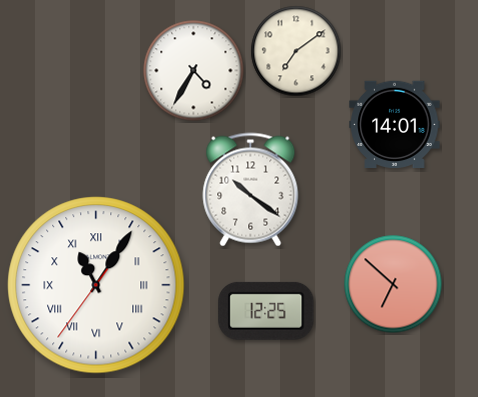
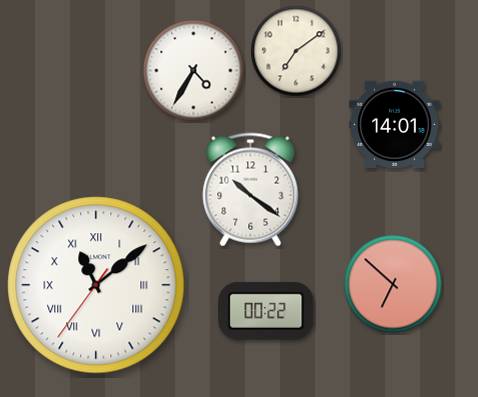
clock at (96, 285): 11:05 -> 11:08
clock at (266, 311): 12:25 -> 00:22
